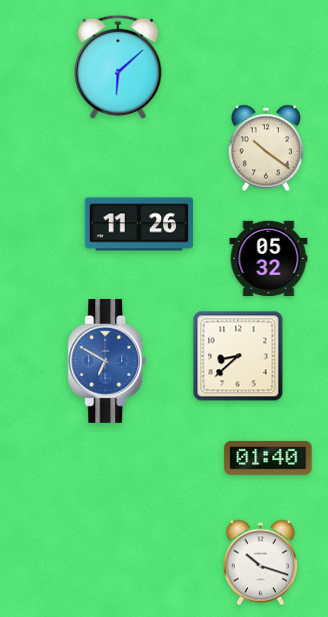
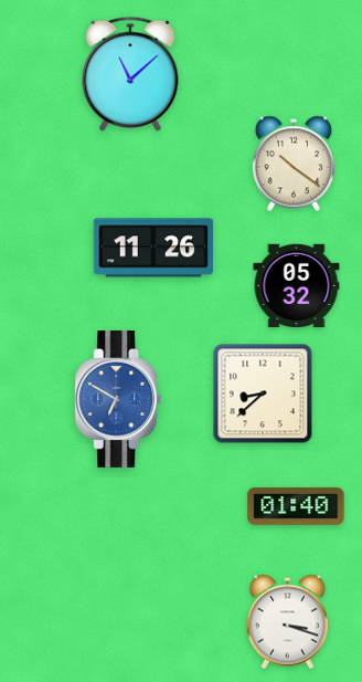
clock at (118, 67): 6:08 -> 11:08
clock at (260, 563): 10:18 -> 3:18
